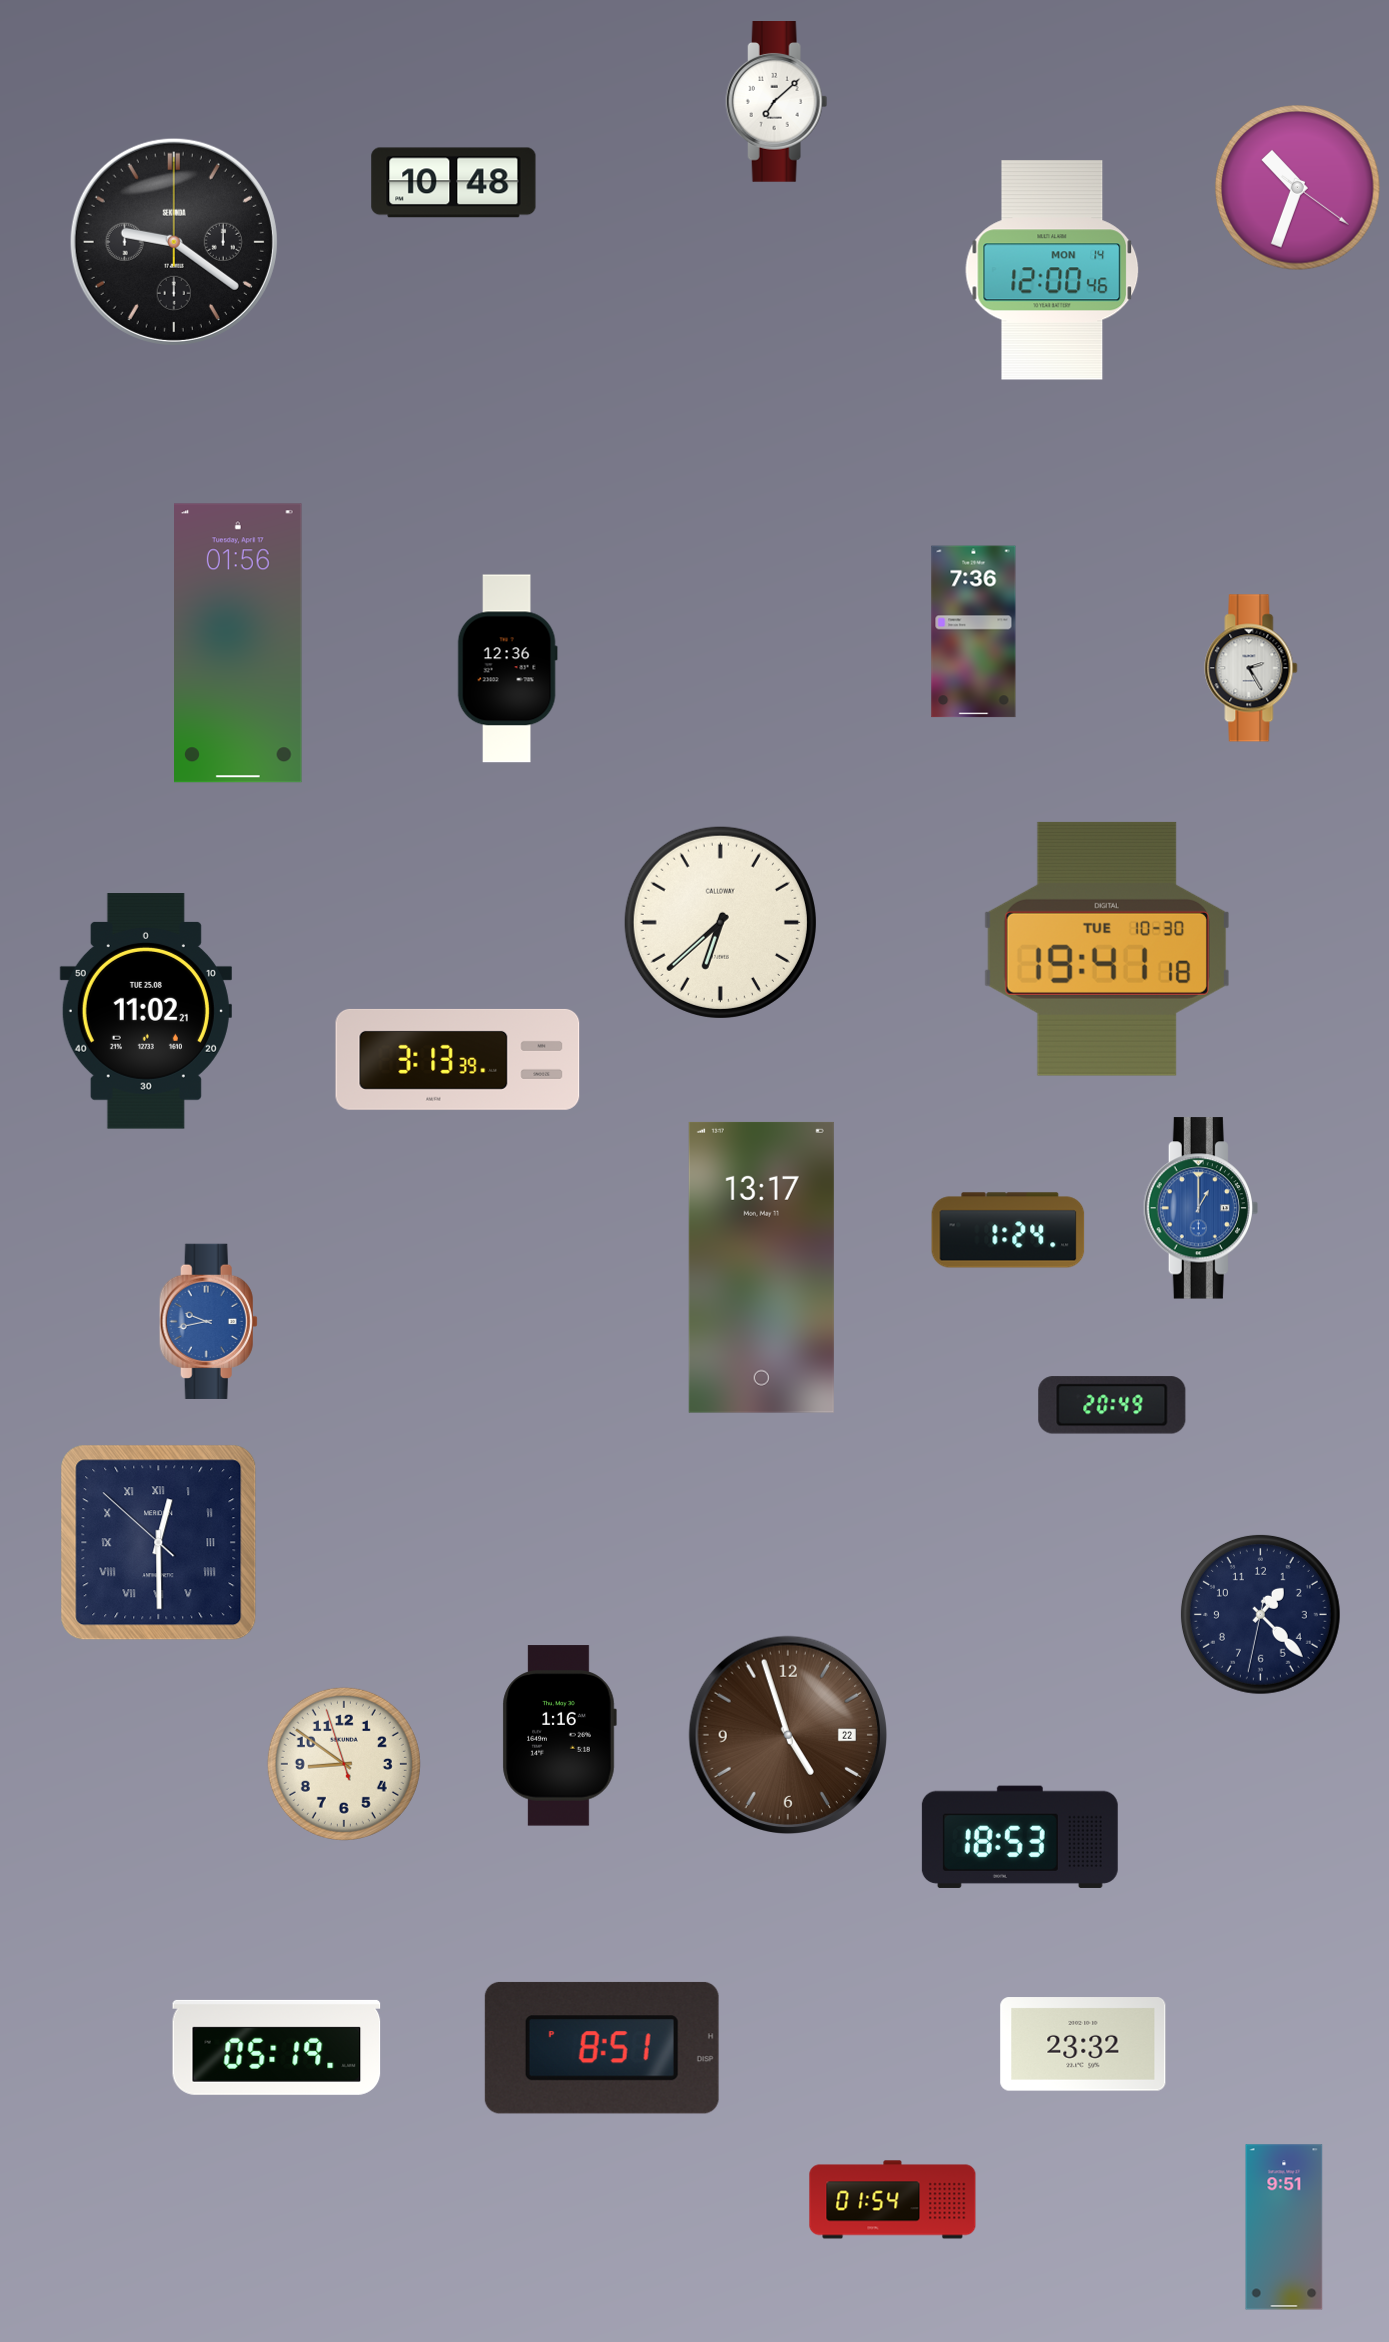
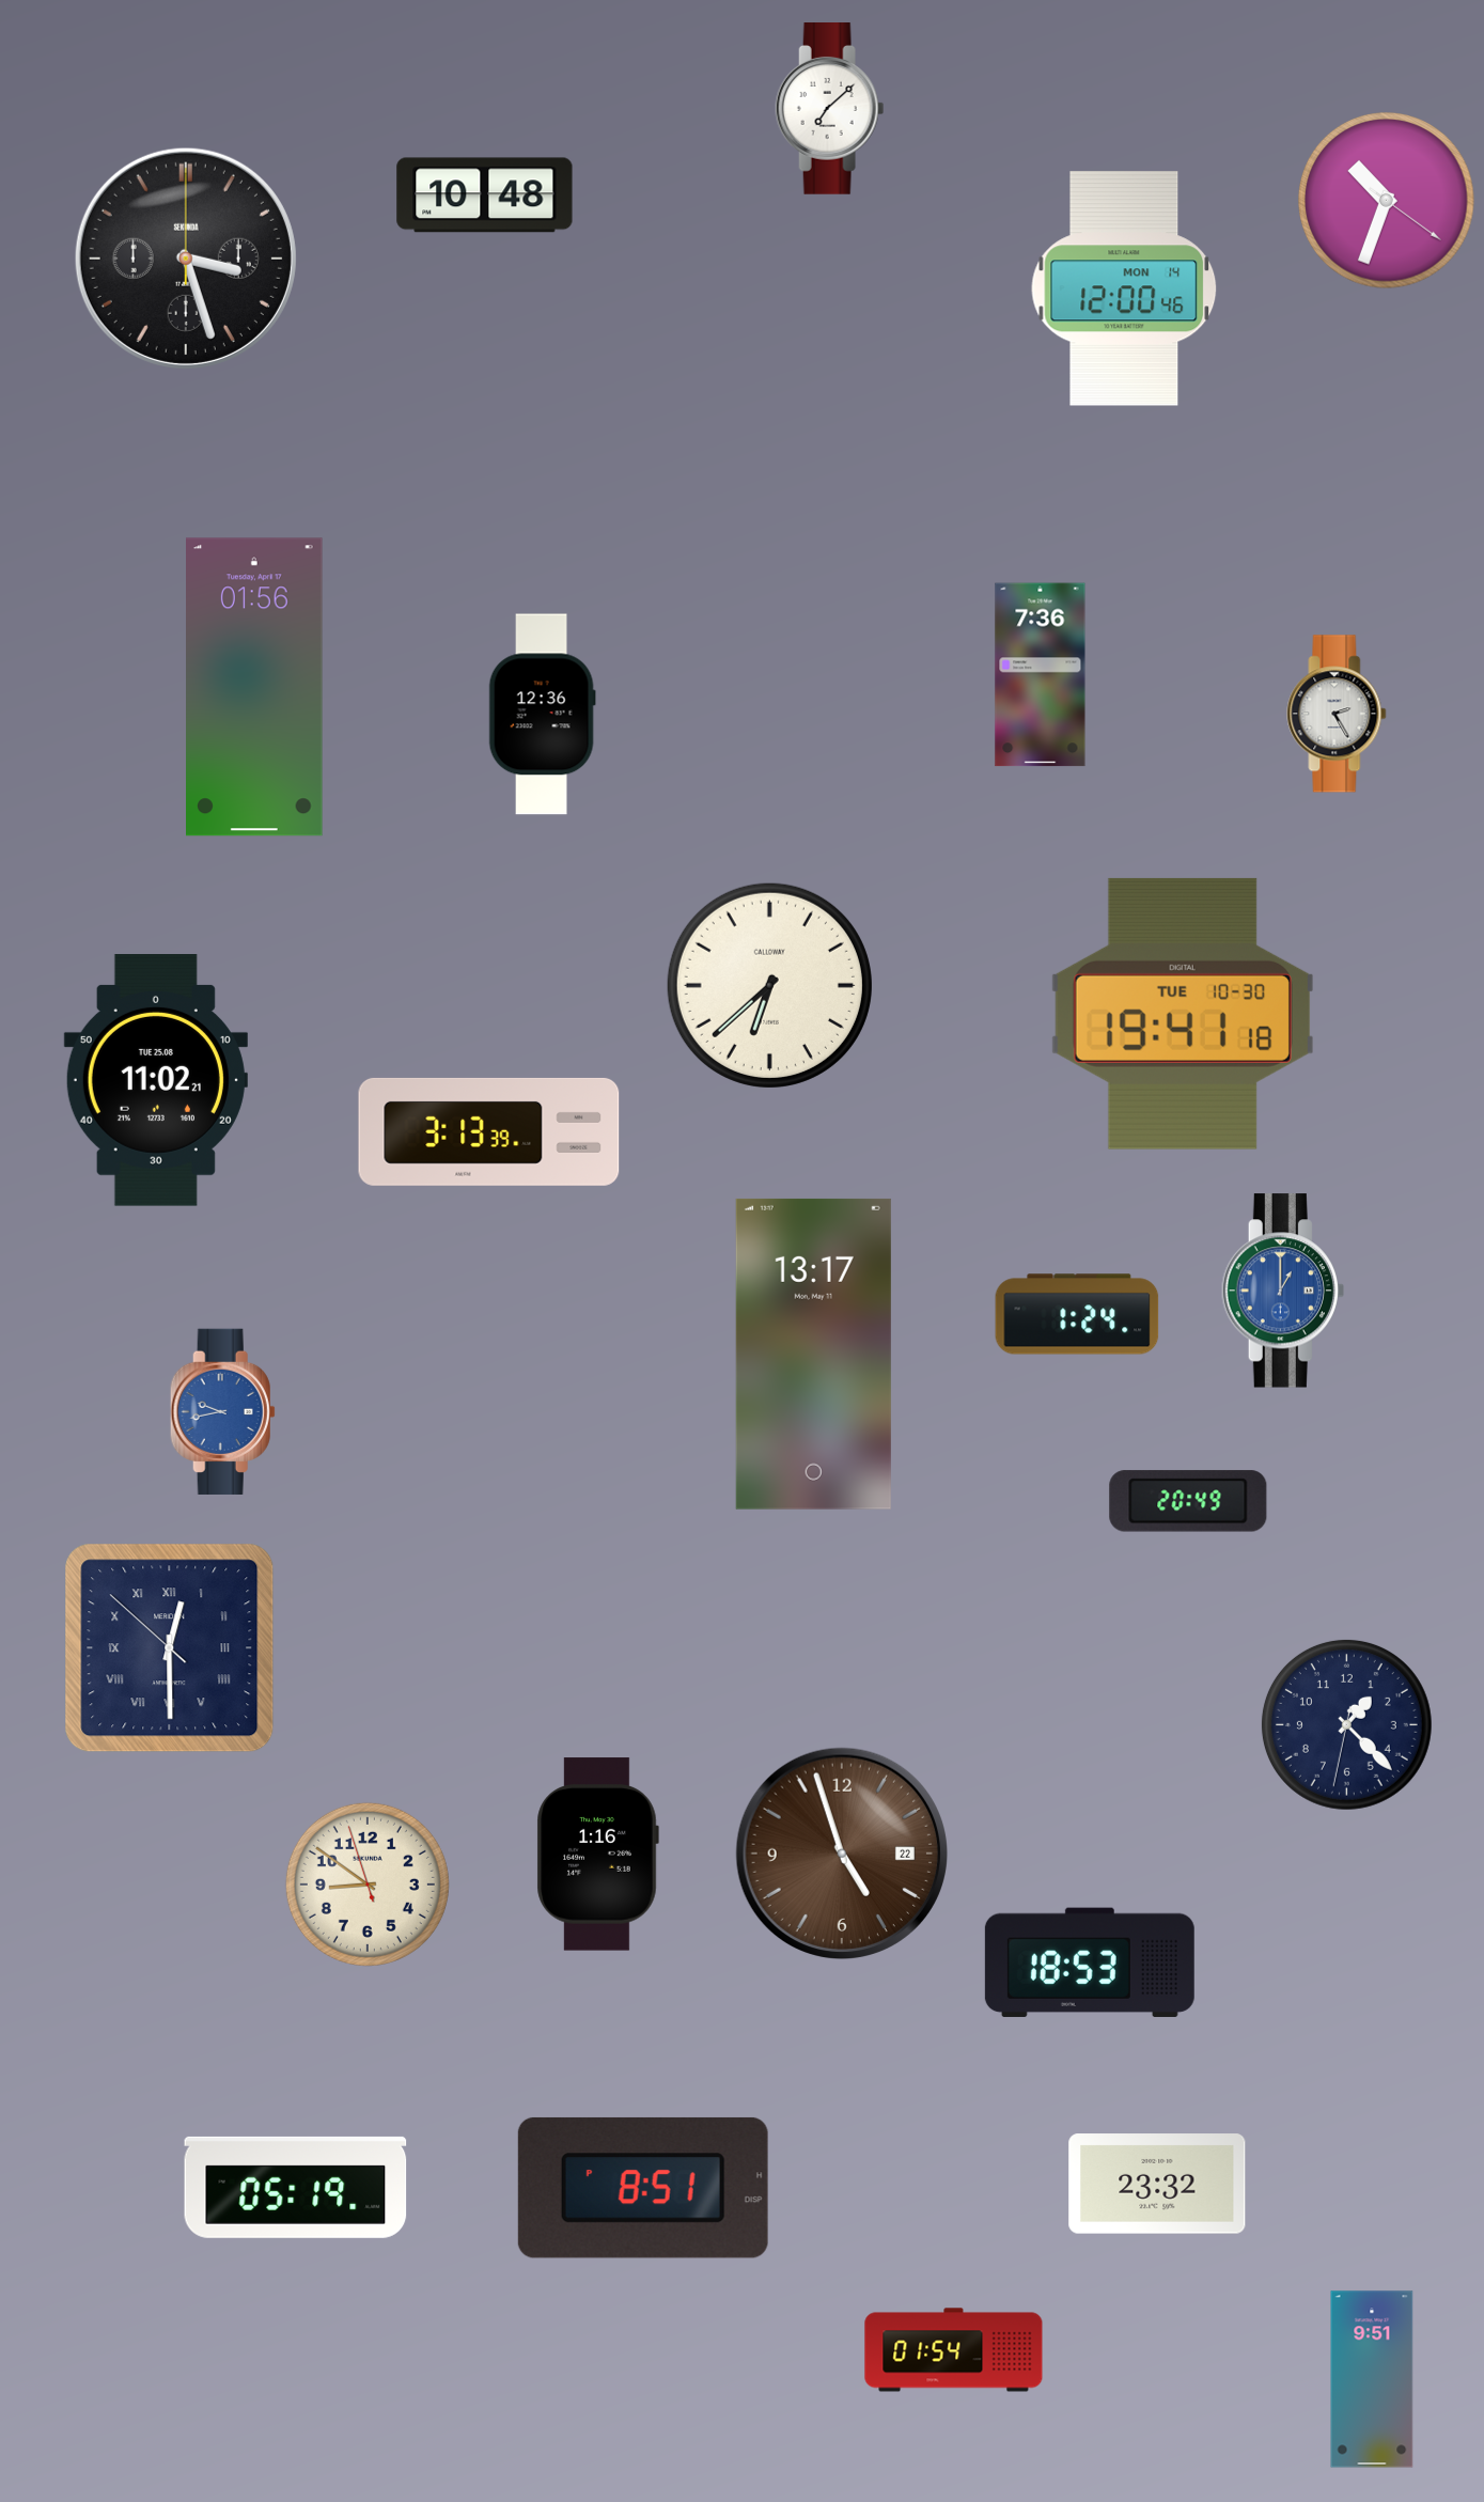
clock at (174, 242): 9:21 -> 3:27
